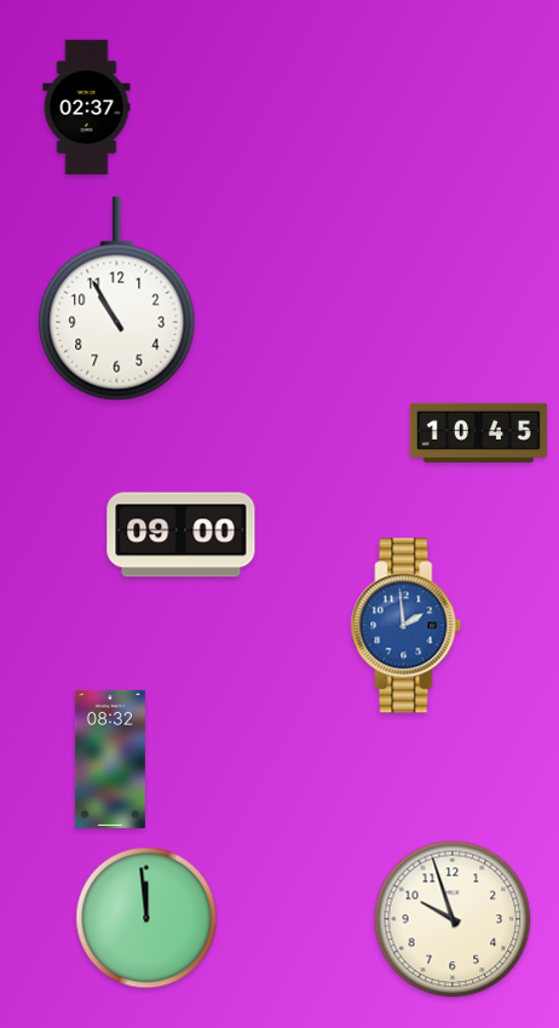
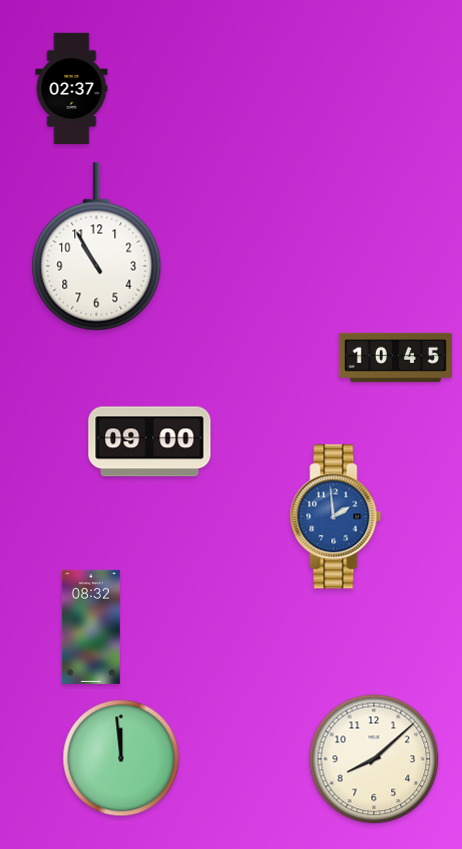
clock at (453, 919): 9:57 -> 8:08
